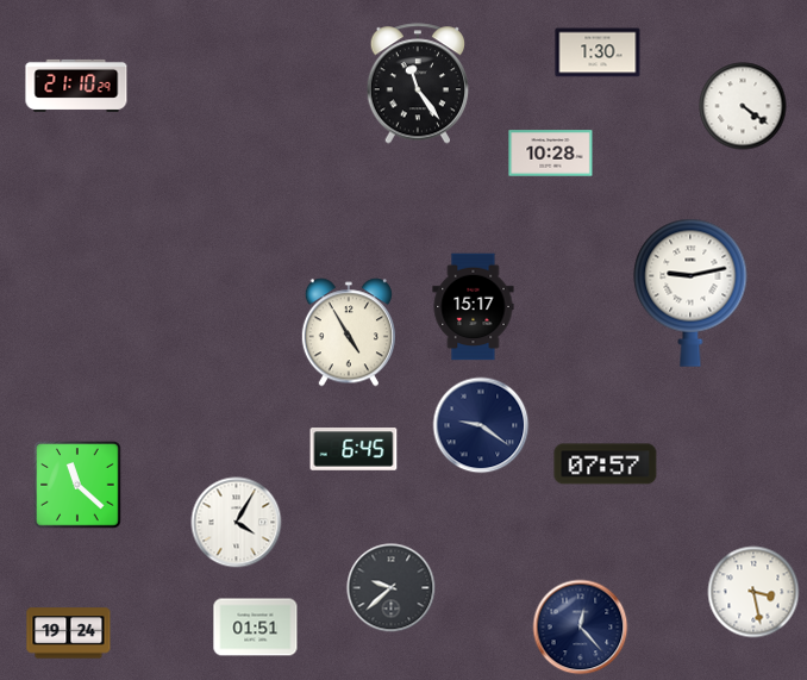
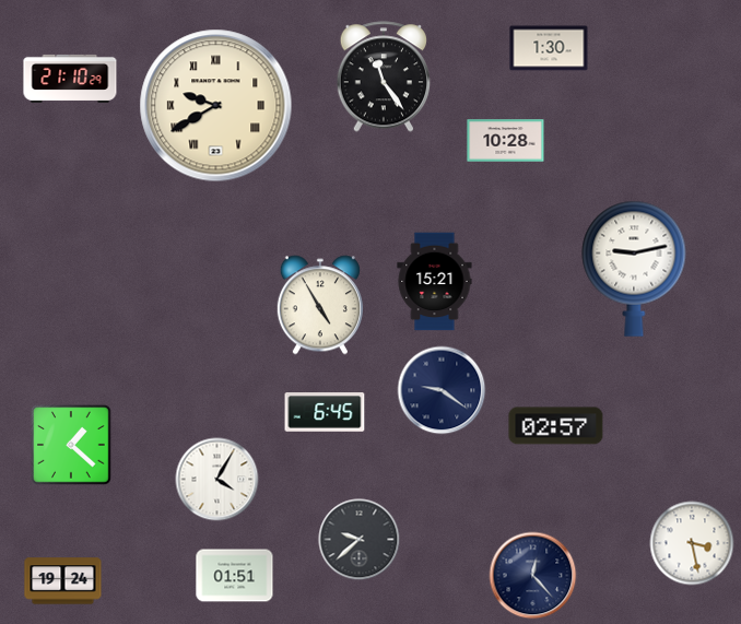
clock at (743, 106): 4:21 -> none
clock at (216, 106): none -> 9:40
clock at (474, 307): 15:17 -> 15:21
clock at (606, 464): 07:57 -> 02:57
clock at (77, 485): 11:22 -> 1:22
